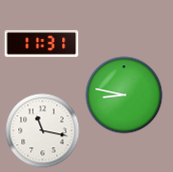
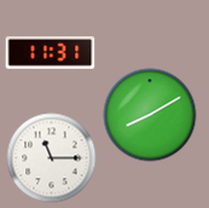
clock at (124, 95): 8:47 -> 8:10
clock at (43, 131): 11:17 -> 11:15
